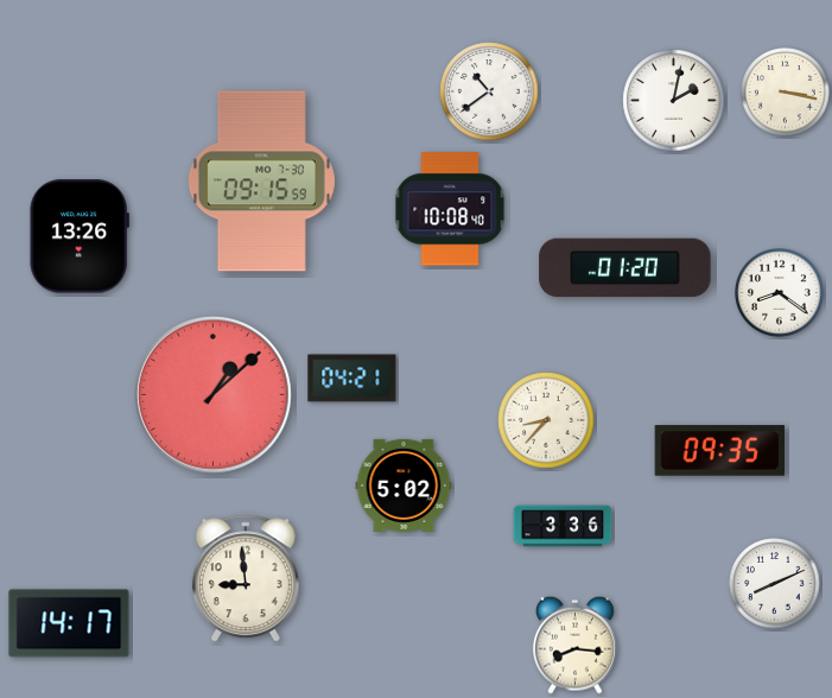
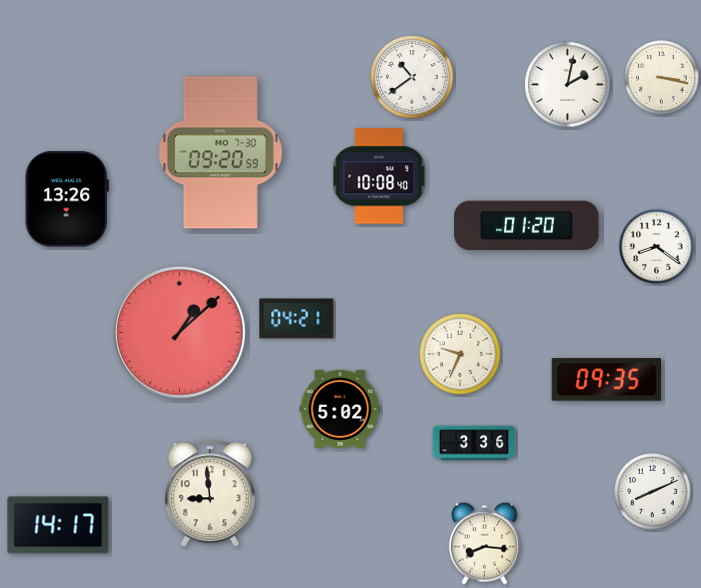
clock at (261, 182): 09:15 -> 09:20
clock at (546, 420): 8:37 -> 9:34
clock at (246, 579) position: (246, 579) -> (210, 494)
